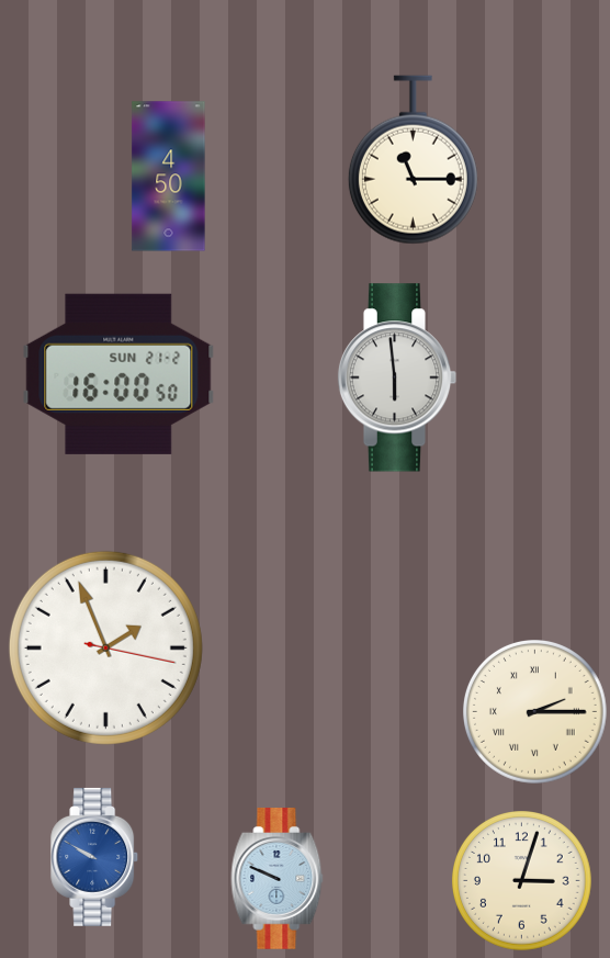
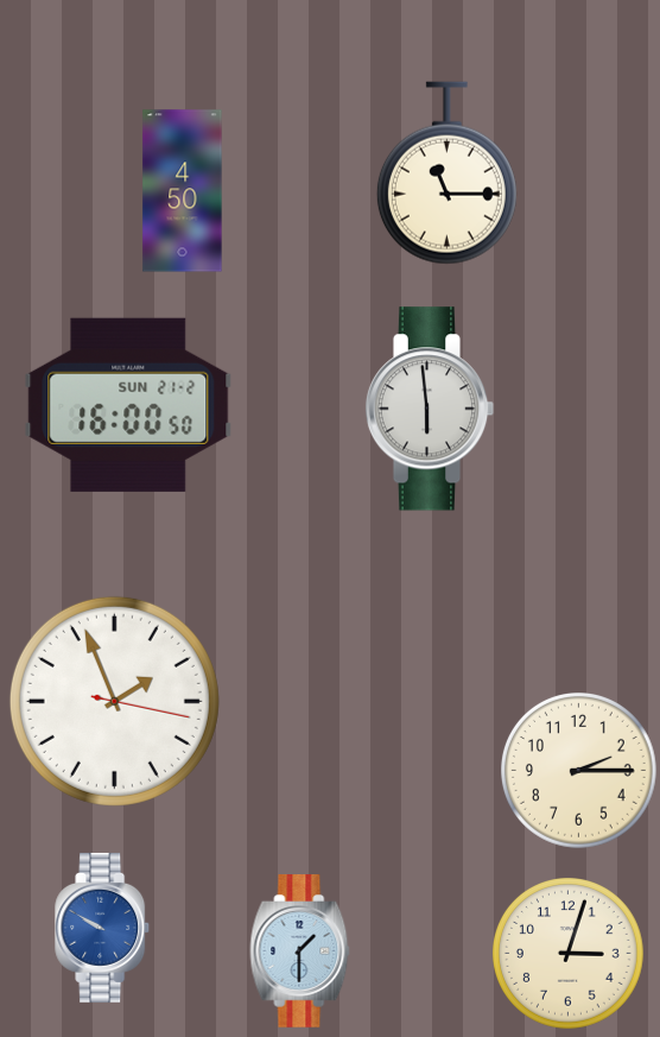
clock at (535, 712) numerals: Roman -> Arabic
clock at (278, 879): 9:49 -> 1:30
clock at (522, 881) position: (522, 881) -> (569, 954)
